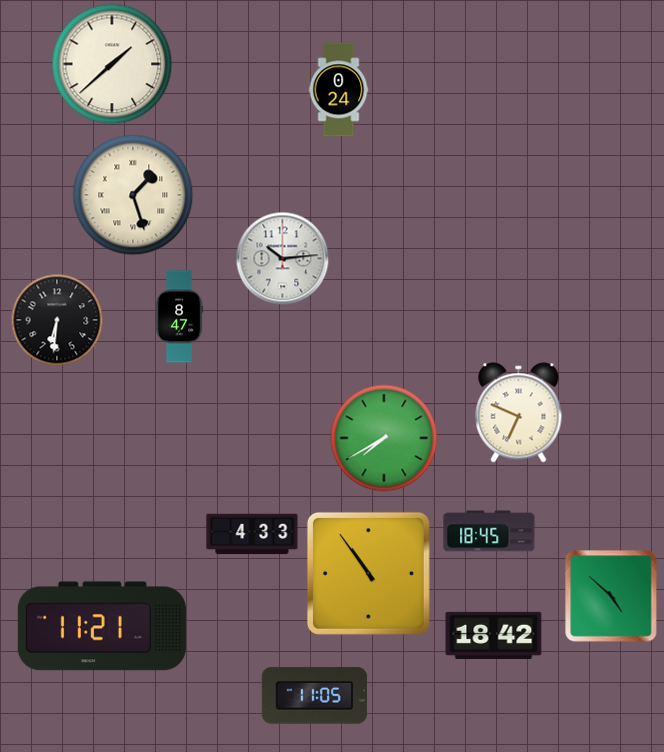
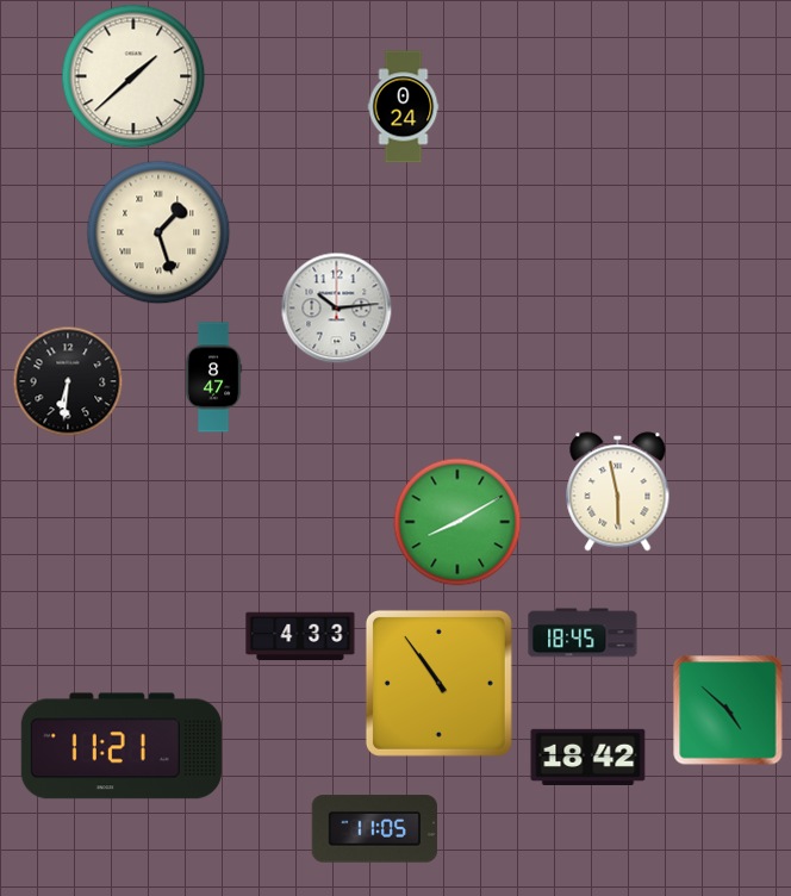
clock at (519, 413): 6:49 -> 5:58
clock at (384, 438): 7:40 -> 8:10
